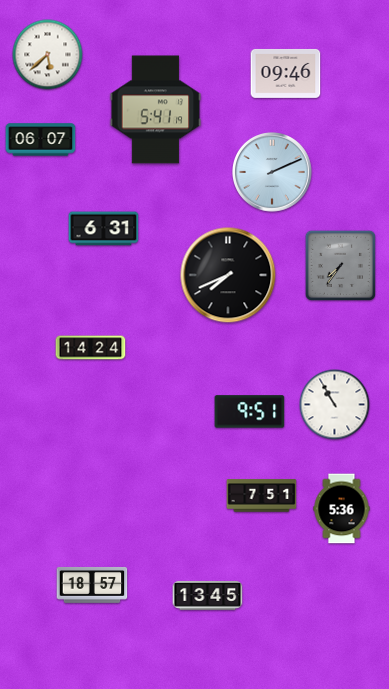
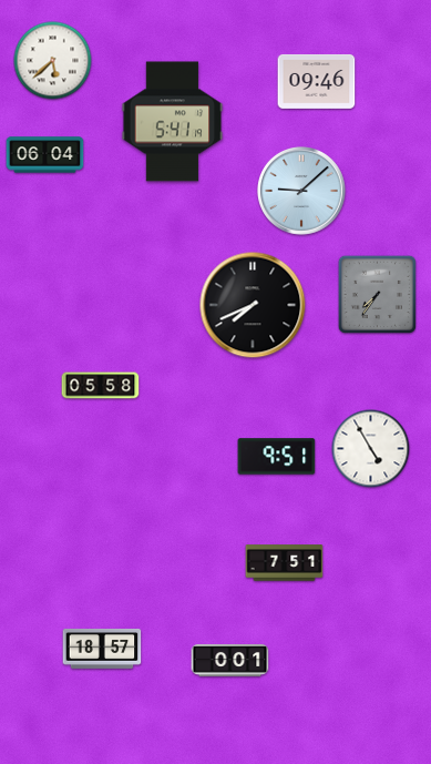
clock at (41, 140): 06:07 -> 06:04
clock at (273, 173): 2:11 -> 9:08
clock at (104, 229): 6:31 -> none
clock at (91, 348): 14:24 -> 05:58
clock at (335, 405): 10:55 -> 4:55
clock at (262, 496) position: (262, 496) -> (285, 563)
clock at (342, 509): 5:36 -> none
clock at (208, 596): 13:45 -> 0:01
